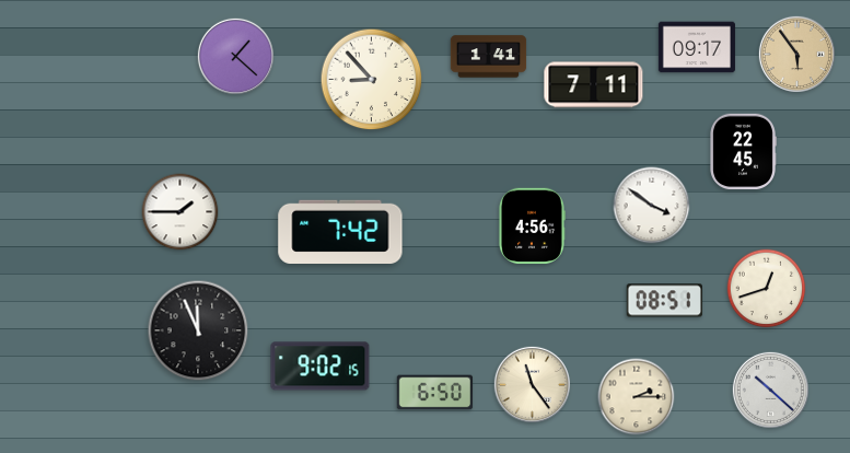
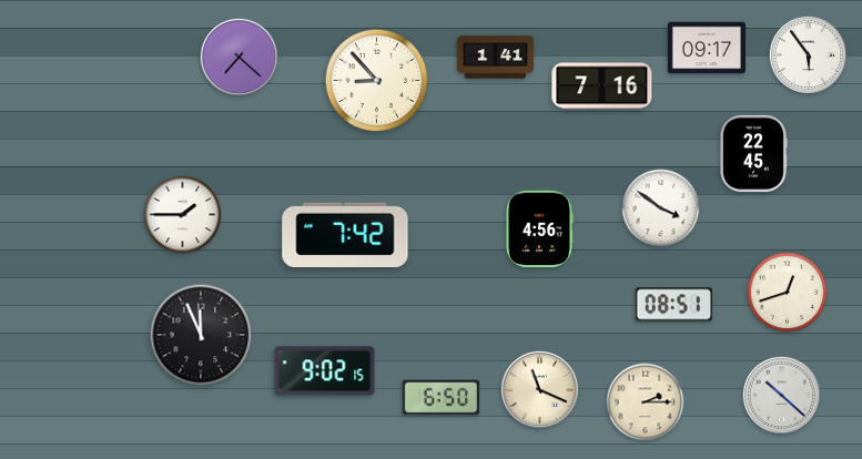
clock at (796, 54) dial: champagne -> white
clock at (235, 56): 1:22 -> 7:22
clock at (594, 85): 7:11 -> 7:16
clock at (767, 289) position: (767, 289) -> (788, 293)
clock at (532, 384): 11:24 -> 11:19
